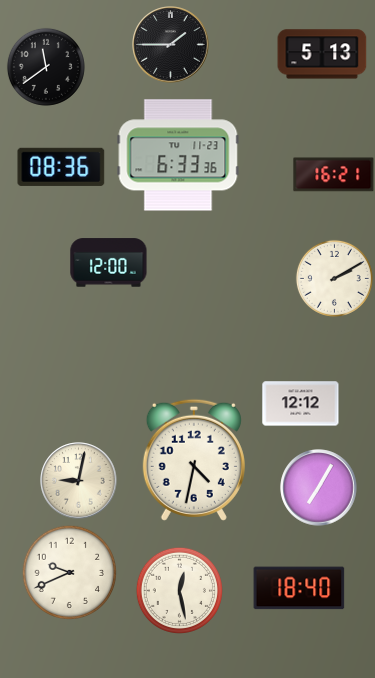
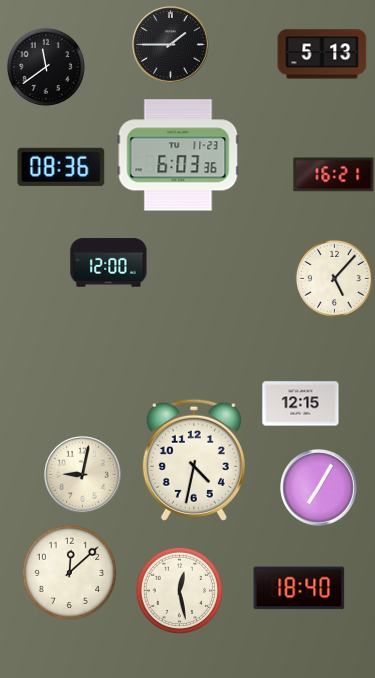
clock at (178, 155): 6:33 -> 6:03
clock at (334, 278): 2:10 -> 5:07
clock at (301, 404): 12:12 -> 12:15
clock at (79, 481) position: (79, 481) -> (83, 475)
clock at (69, 572): 9:41 -> 12:08
